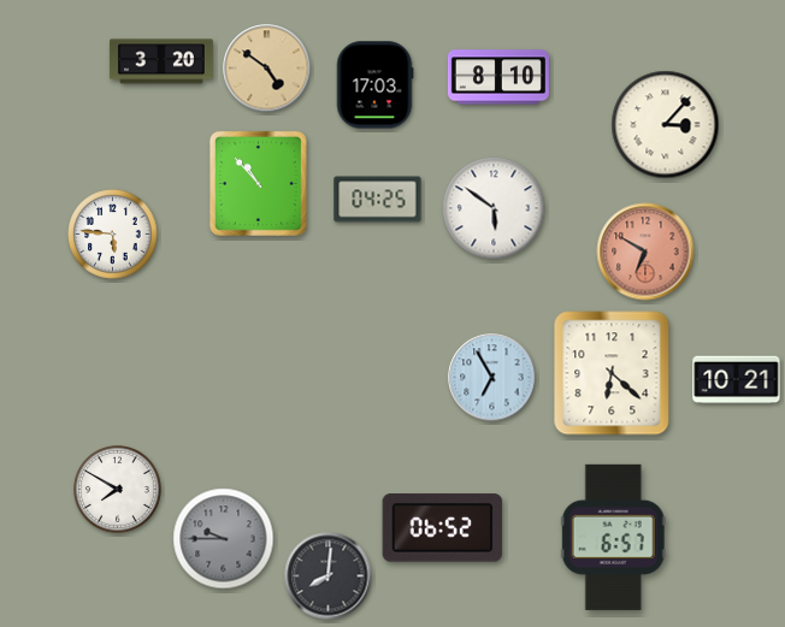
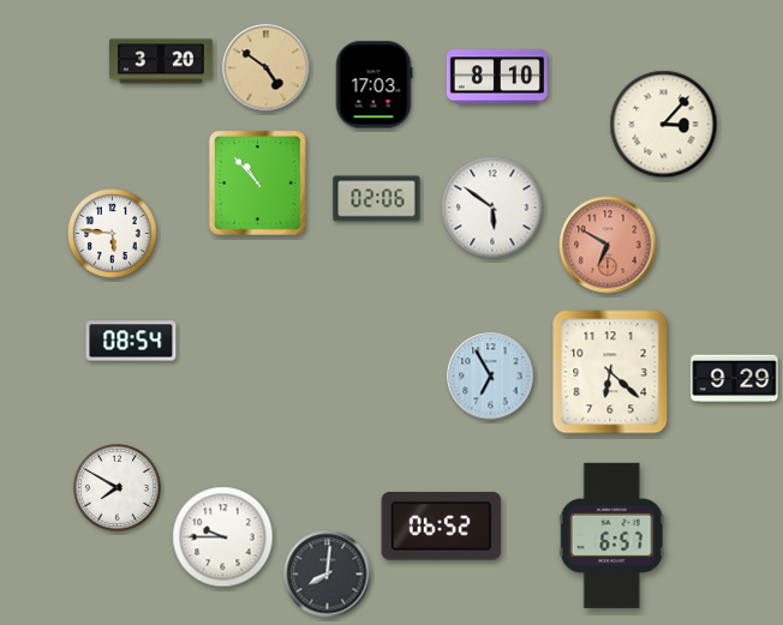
clock at (378, 200): 04:25 -> 02:06
clock at (645, 252) position: (645, 252) -> (608, 245)
clock at (131, 341): none -> 08:54
clock at (737, 380): 10:21 -> 9:29
clock at (224, 539) dial: grey -> white
